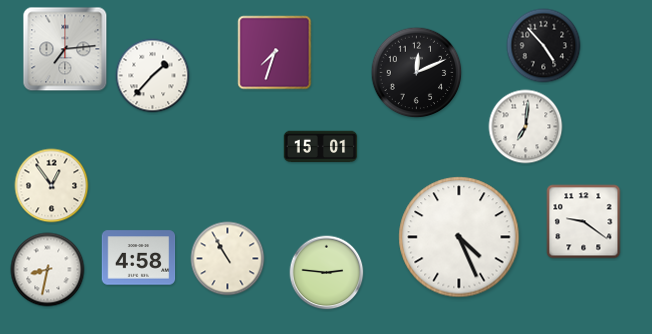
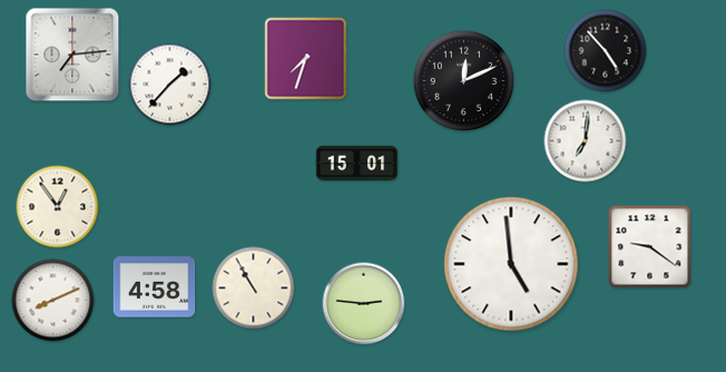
clock at (459, 237): 4:26 -> 4:59
clock at (48, 270): 8:32 -> 8:11
